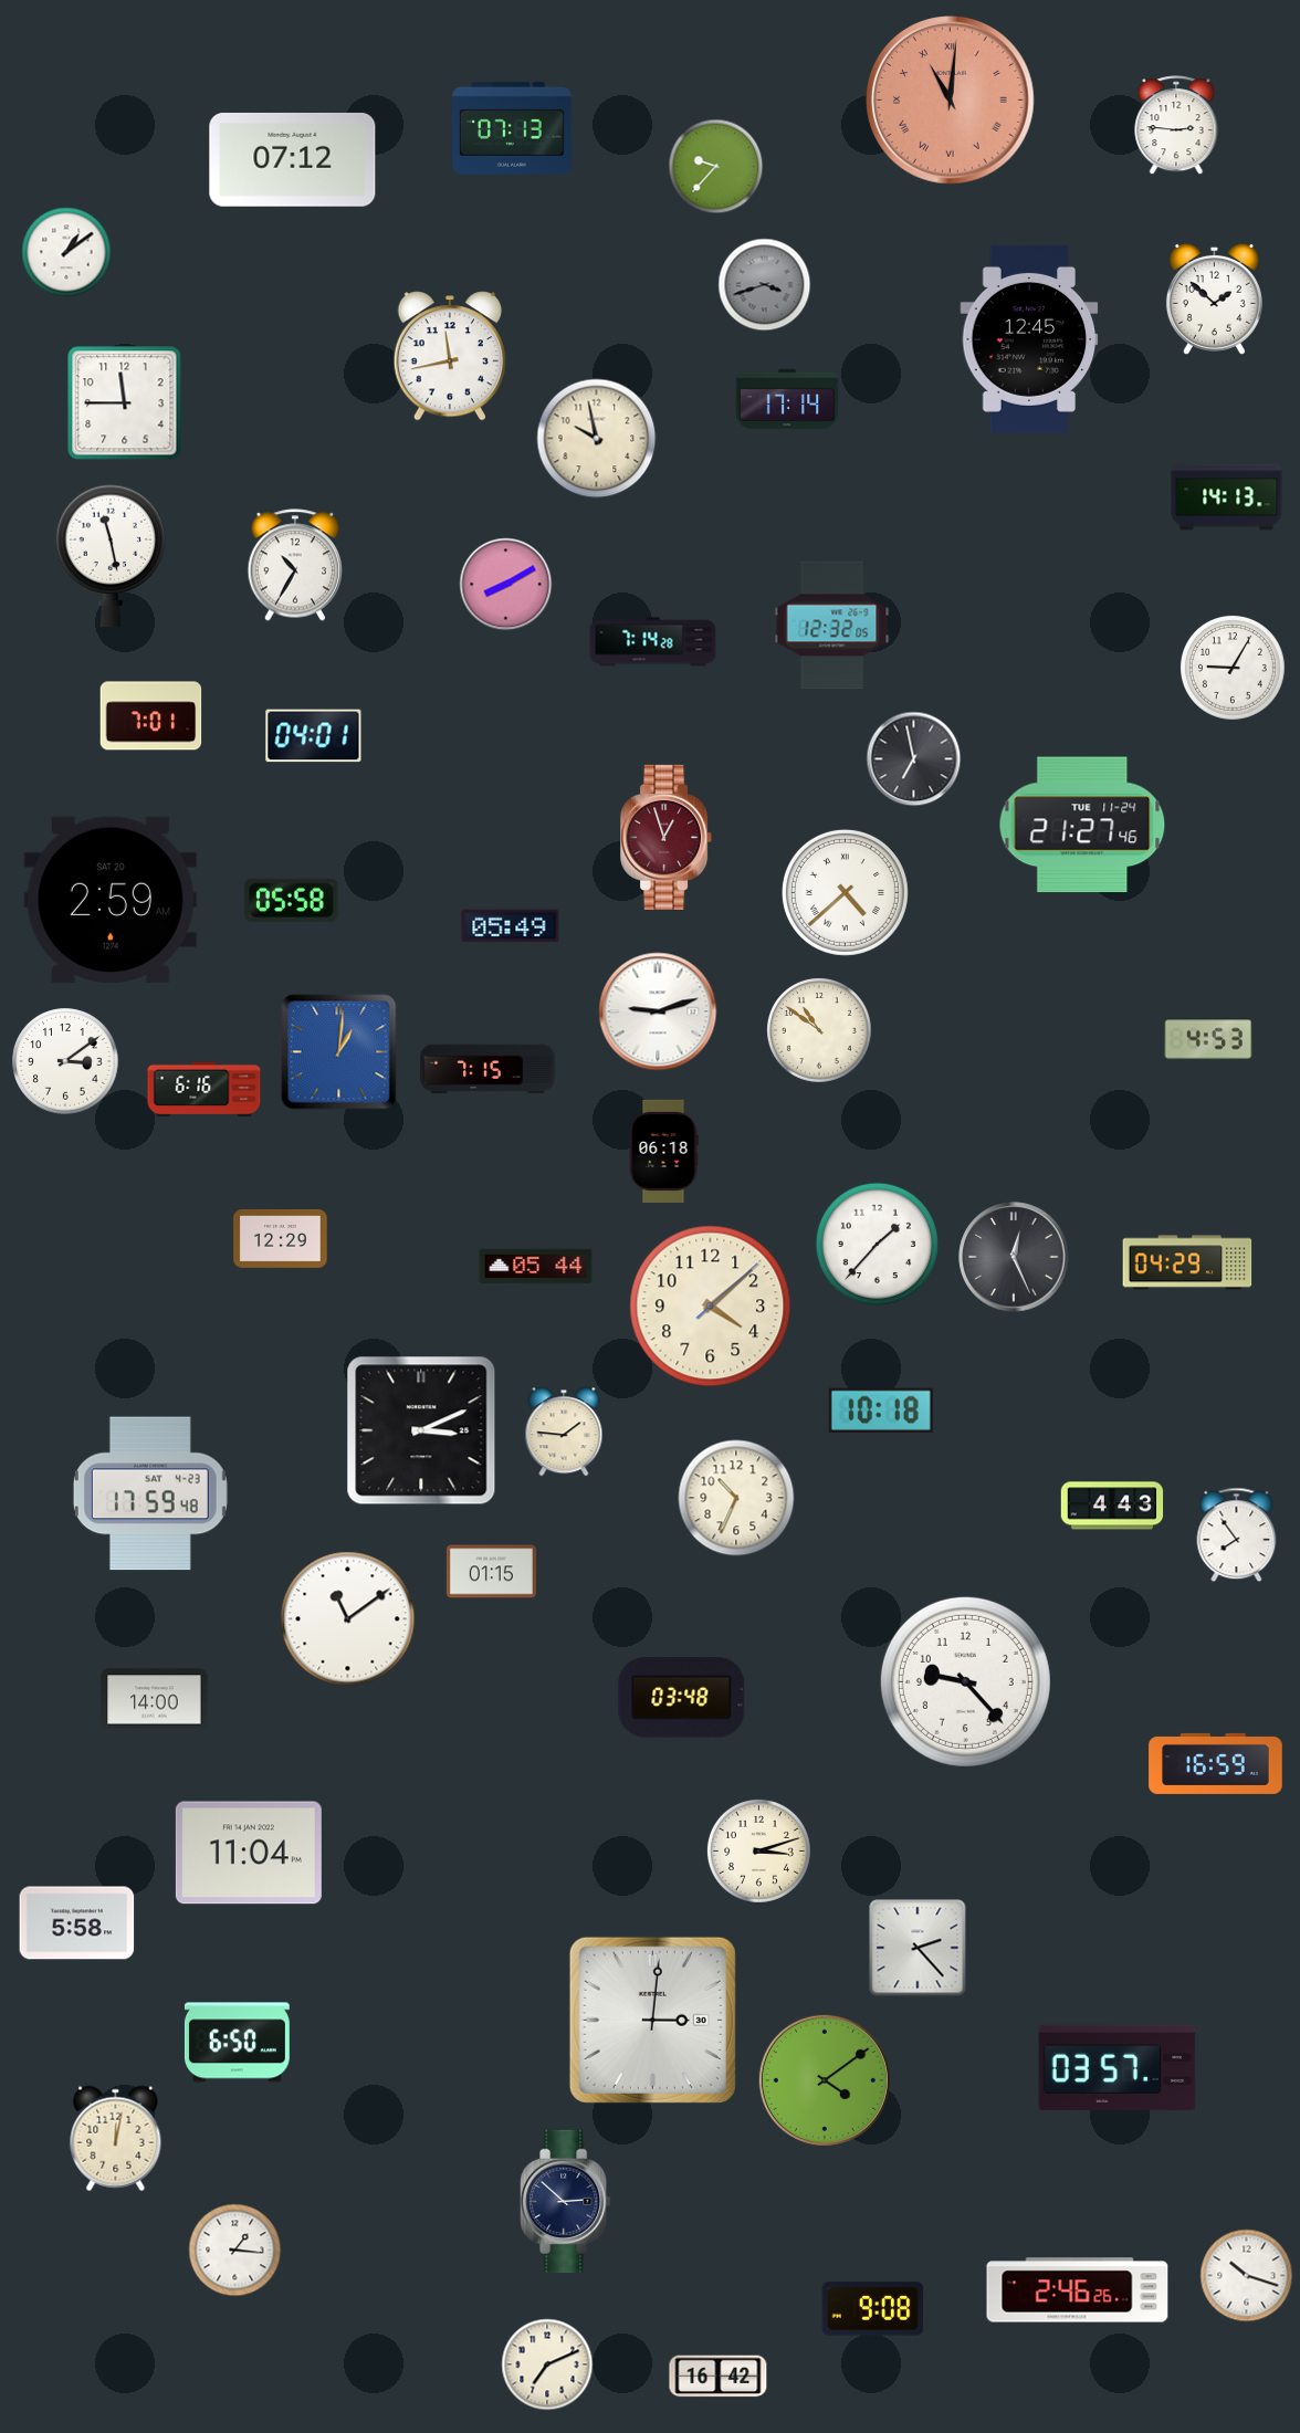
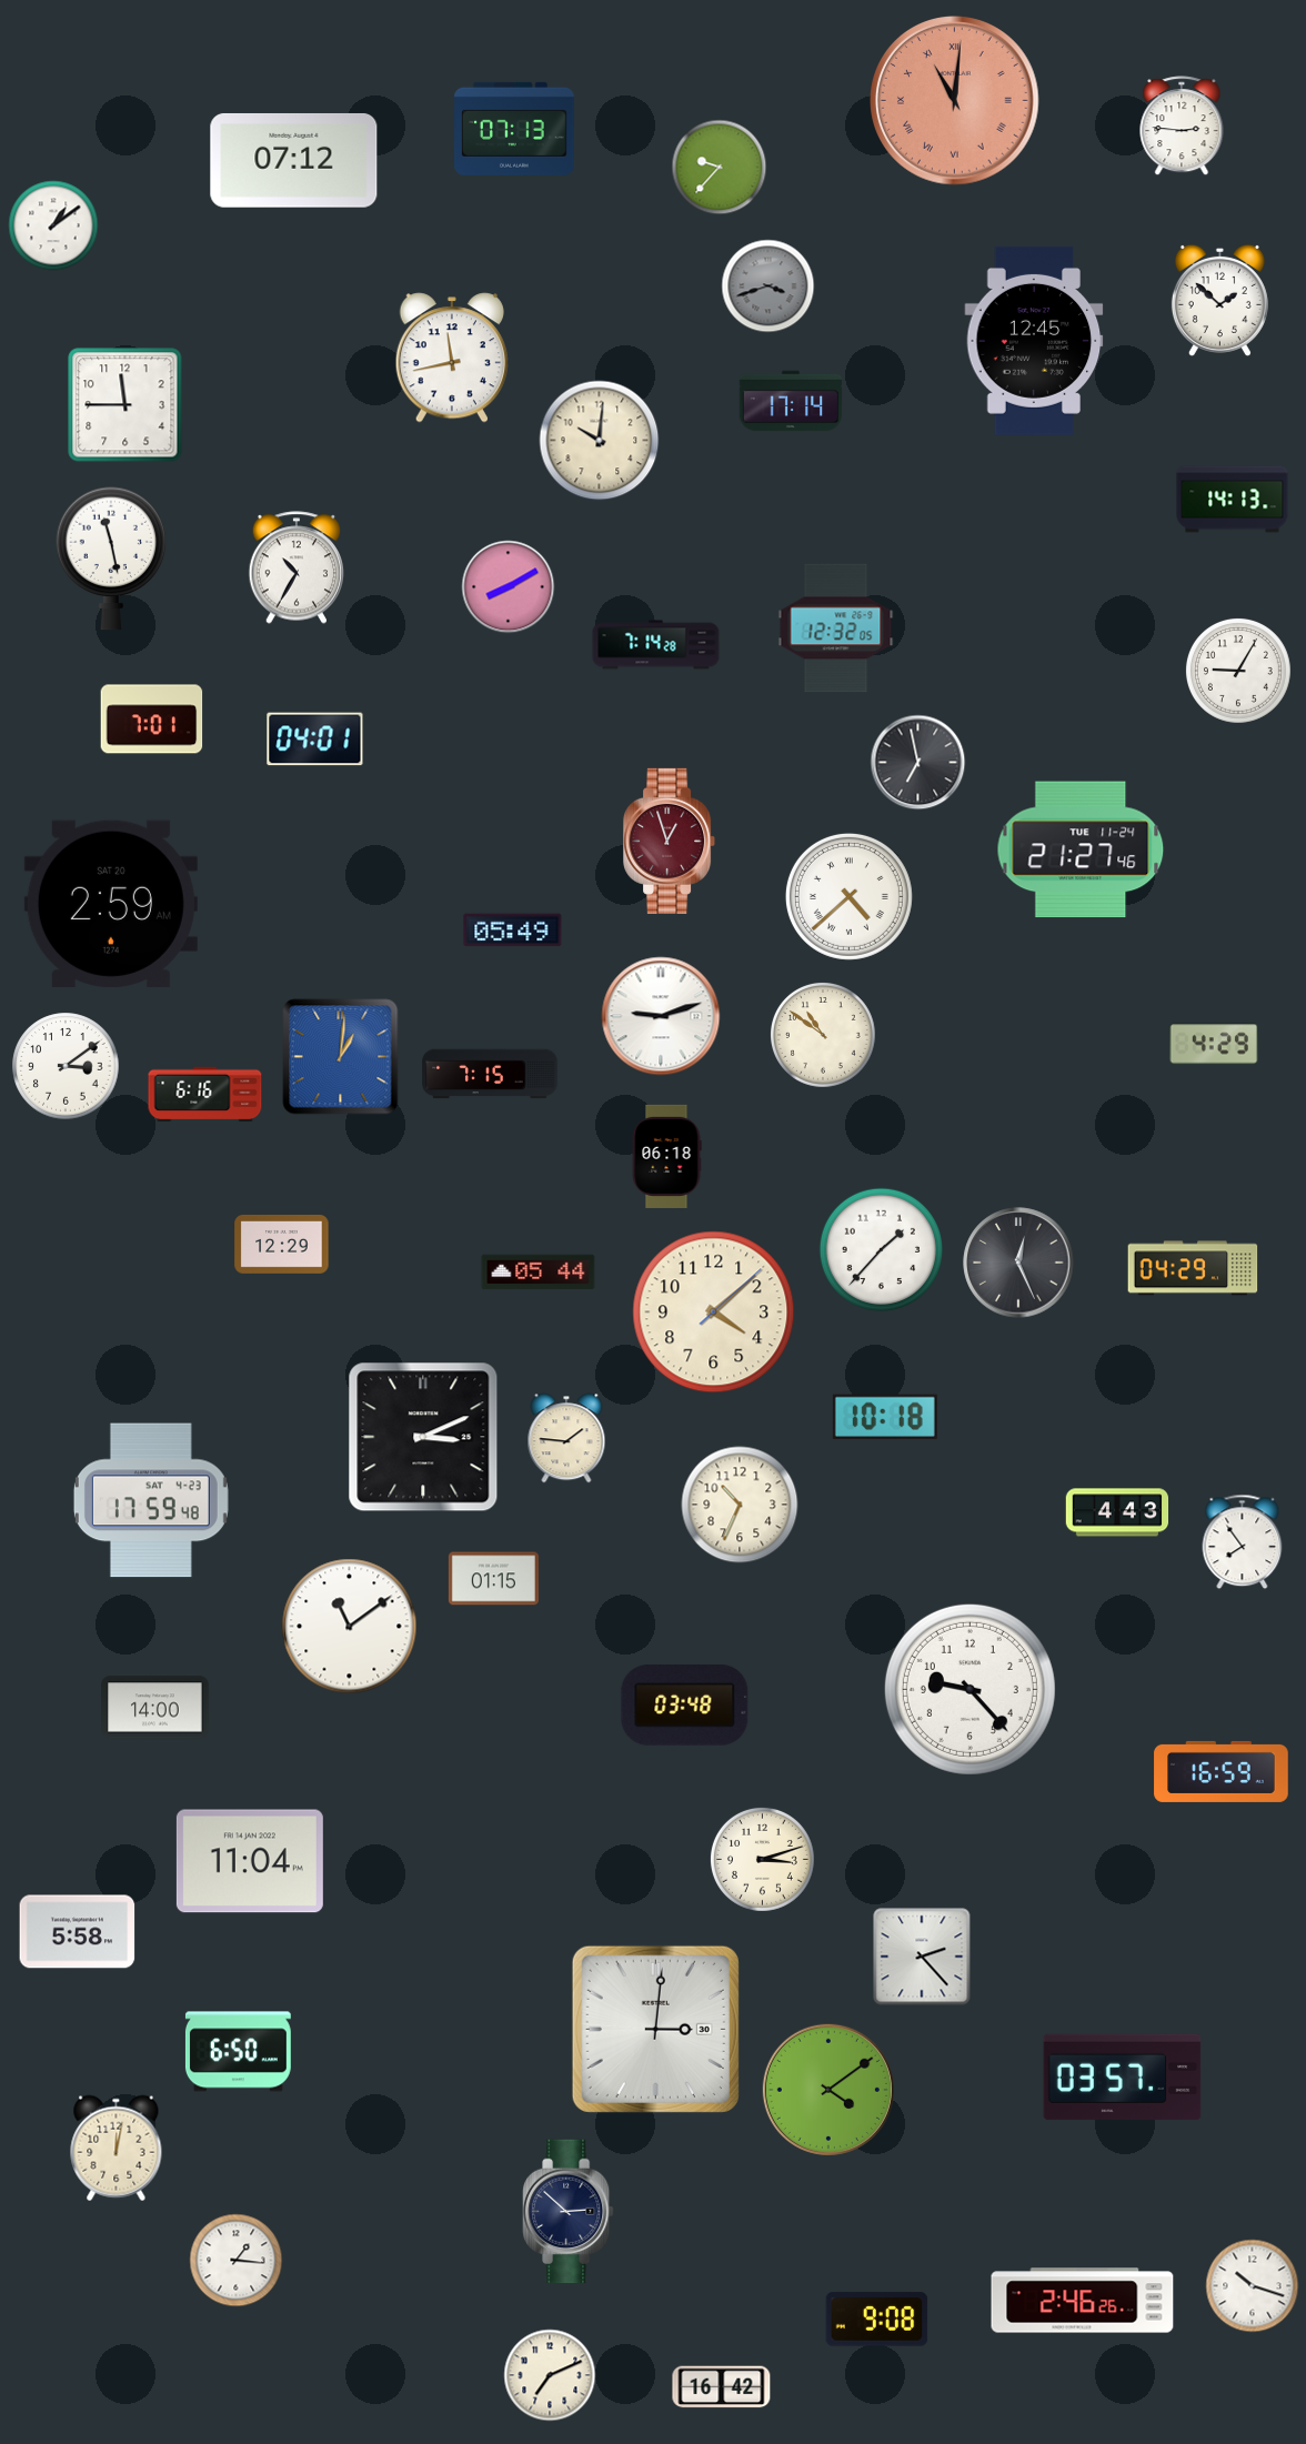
clock at (66, 252) position: (66, 252) -> (53, 225)
clock at (597, 439): 9:58 -> 10:01
clock at (1082, 825) position: (1082, 825) -> (1081, 849)
clock at (292, 900): 05:58 -> none
clock at (1207, 1039): 4:53 -> 4:29
